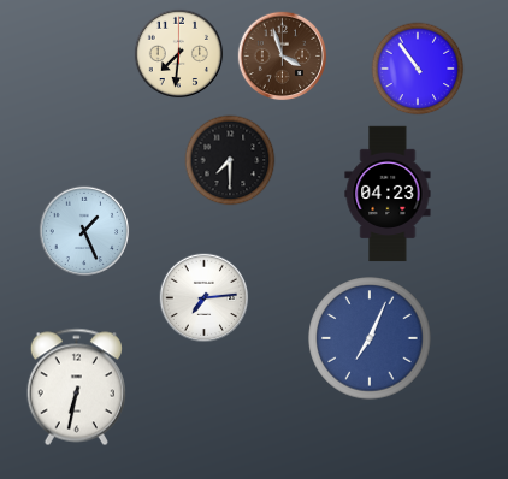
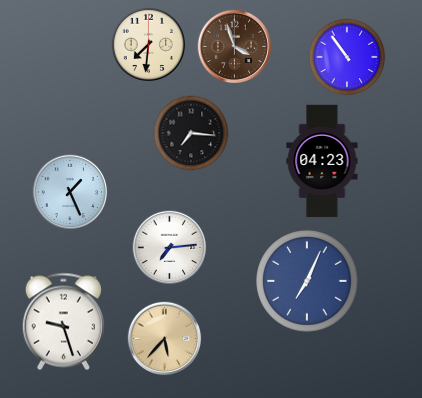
clock at (230, 160): 7:30 -> 7:16
clock at (76, 388): 6:32 -> 9:27
clock at (165, 339): none -> 5:37
